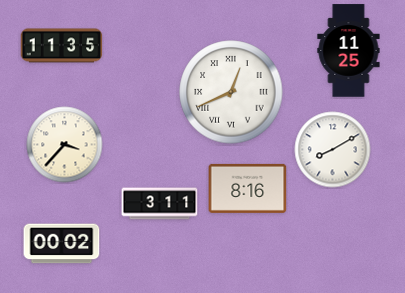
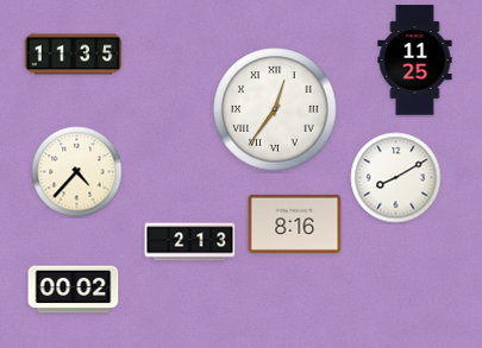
clock at (231, 92): 12:41 -> 12:36
clock at (65, 145): 3:37 -> 4:37
clock at (160, 204): 3:11 -> 2:13
